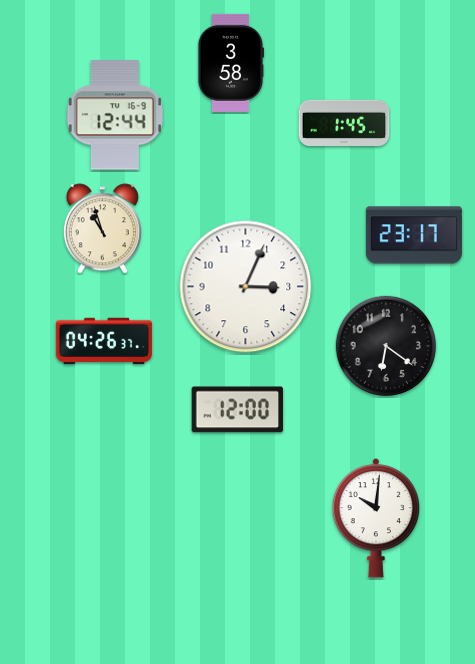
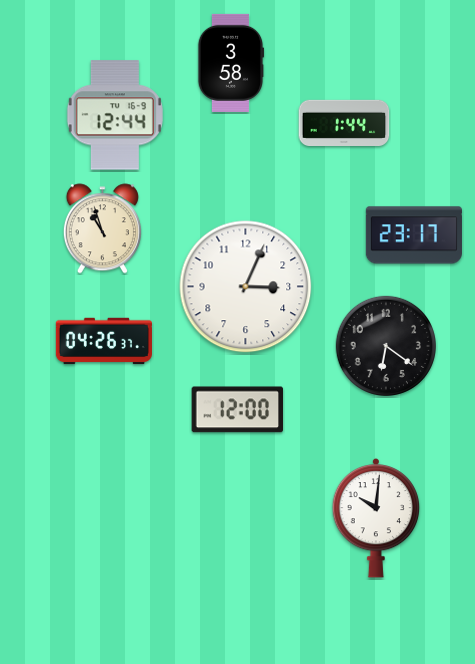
clock at (344, 122): 1:45 -> 1:44
